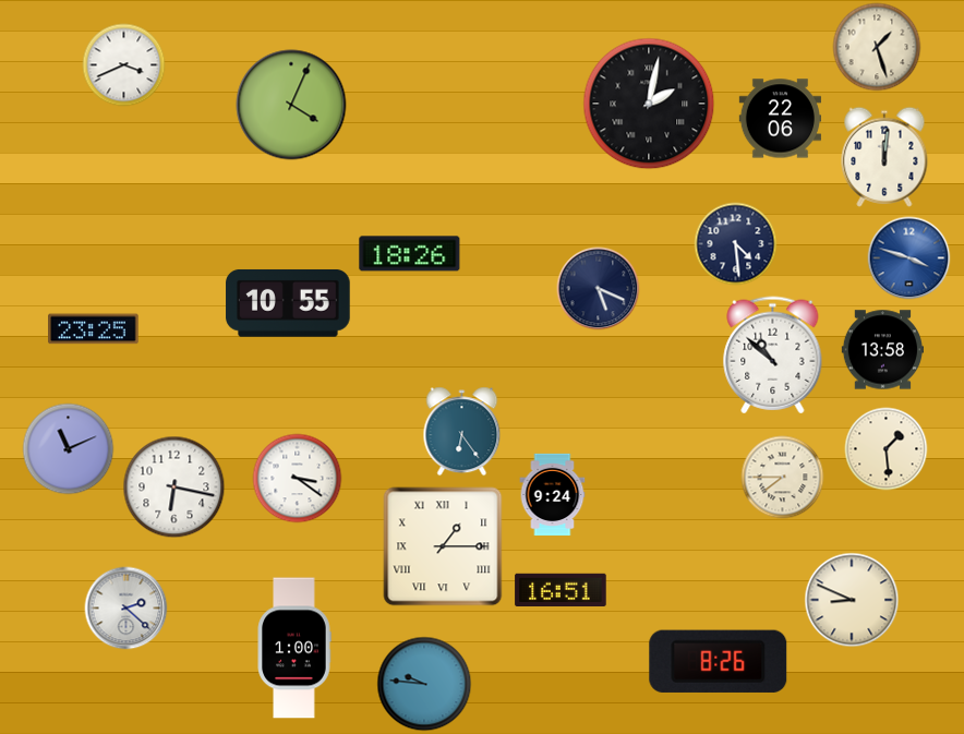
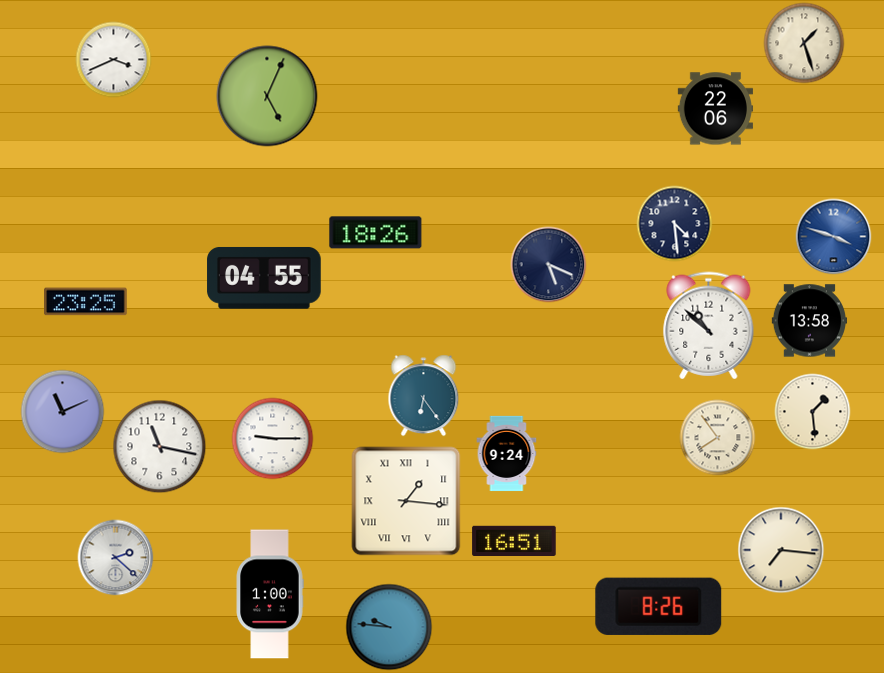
clock at (649, 104): 2:02 -> none
clock at (291, 105): 4:04 -> 5:04
clock at (884, 157): 12:01 -> none
clock at (288, 303): 10:55 -> 04:55
clock at (783, 478): 7:45 -> 7:54
clock at (298, 479): 3:21 -> 9:15
clock at (174, 488): 6:17 -> 11:17
clock at (443, 546): 1:15 -> 1:16
clock at (852, 600): 8:49 -> 7:16
